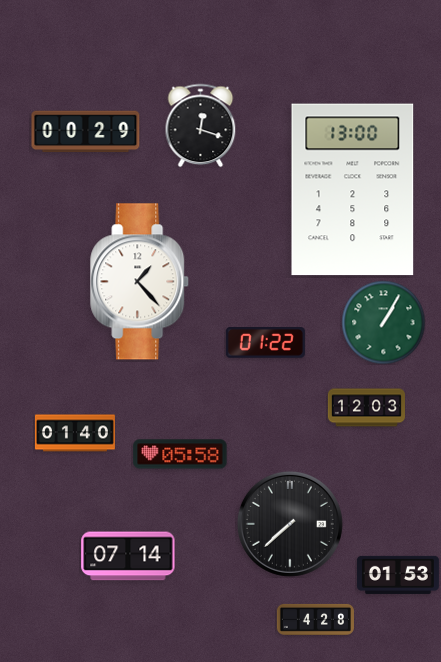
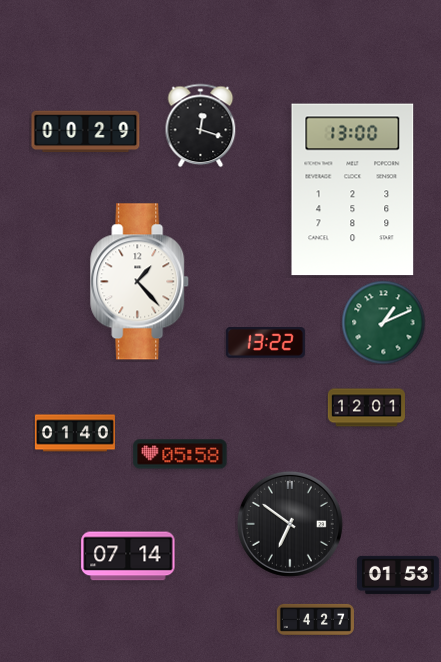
clock at (383, 322): 1:05 -> 1:11
clock at (265, 343): 01:22 -> 13:22
clock at (366, 408): 12:03 -> 12:01
clock at (290, 524): 7:38 -> 6:51
clock at (315, 619): 4:28 -> 4:27
